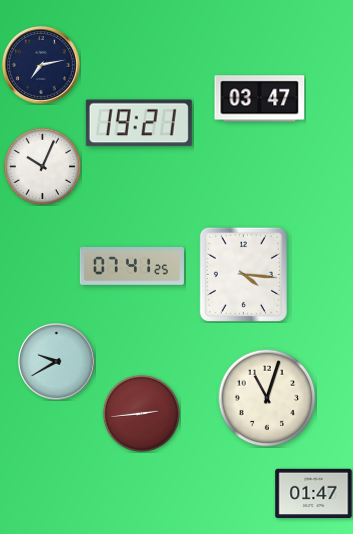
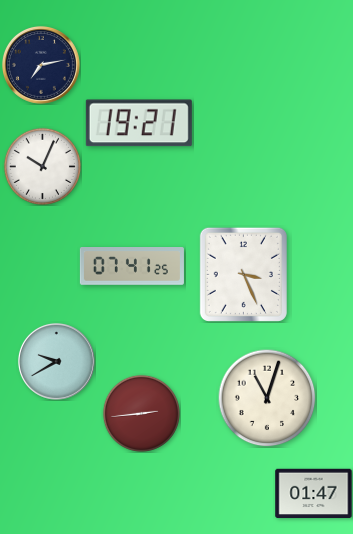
clock at (260, 99): 03:47 -> none
clock at (243, 274): 4:16 -> 3:26
